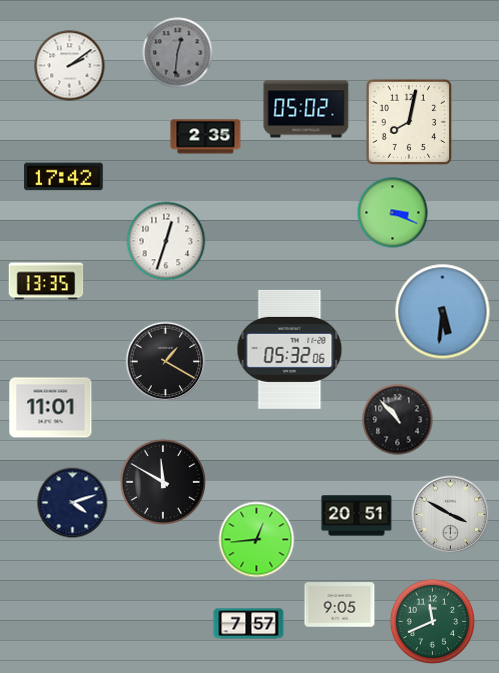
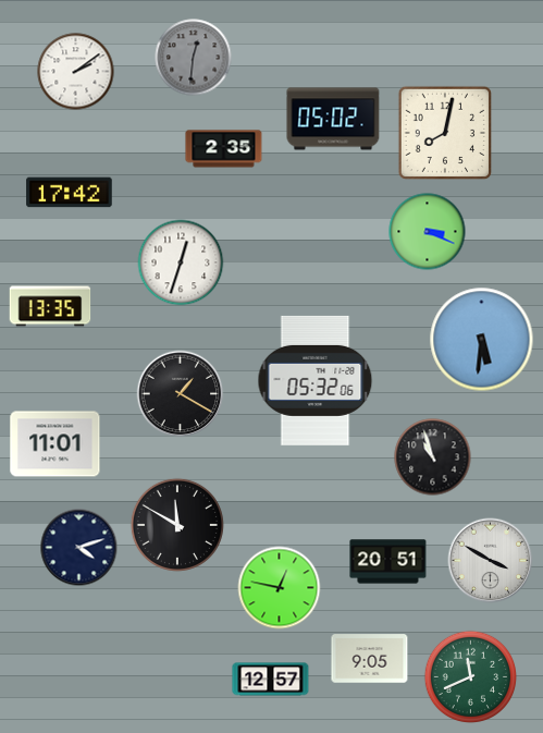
clock at (398, 420): 10:53 -> 10:57
clock at (257, 540): 12:44 -> 12:47
clock at (249, 624): 7:57 -> 12:57
